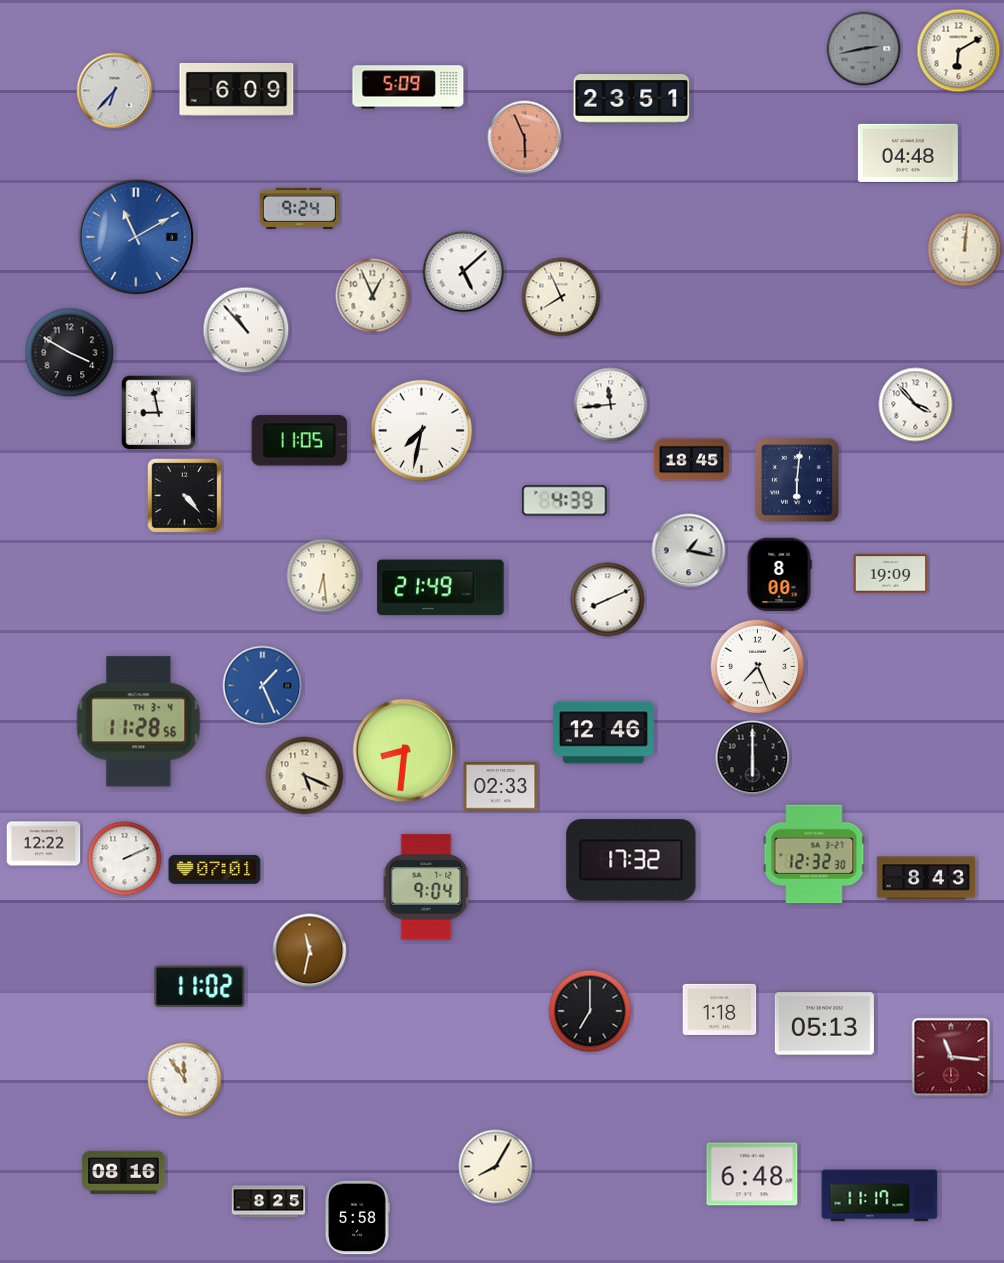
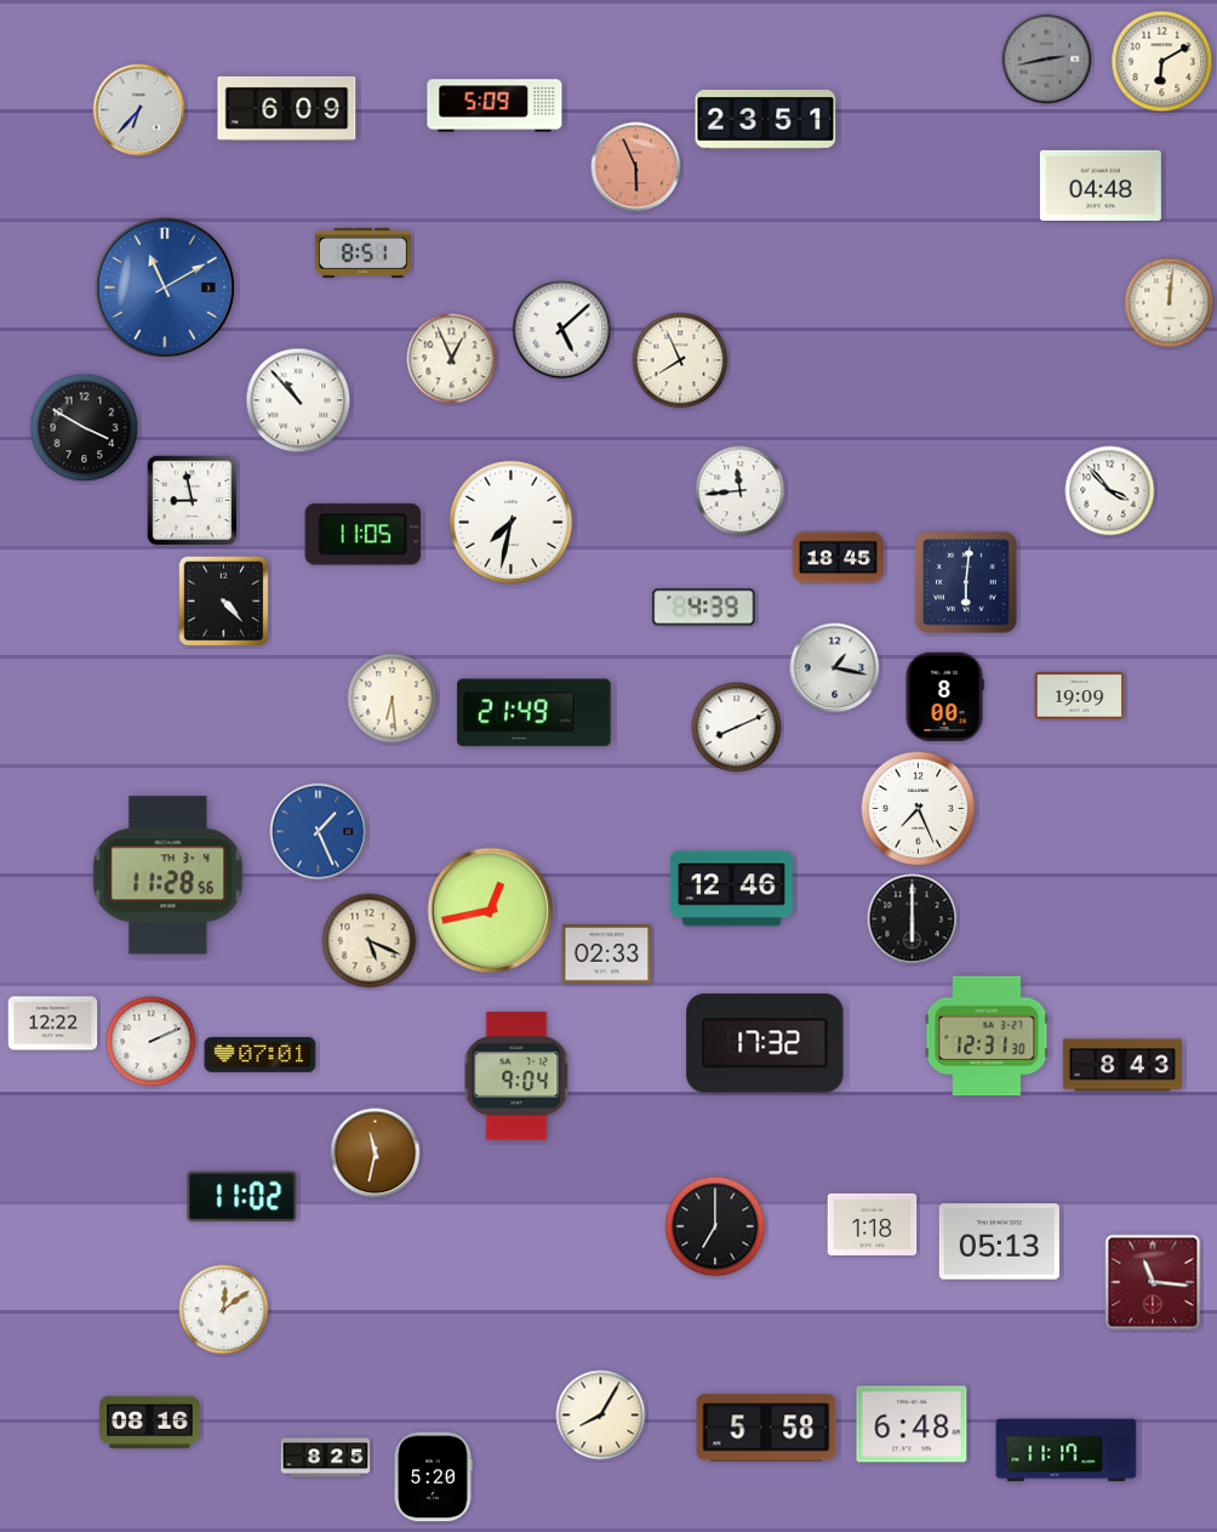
clock at (299, 208): 9:24 -> 8:51
clock at (565, 501) position: (565, 501) -> (704, 608)
clock at (405, 751): 8:31 -> 12:43
clock at (814, 854): 12:32 -> 12:31
clock at (185, 1080): 11:54 -> 12:09
clock at (766, 1428): none -> 5:58
clock at (357, 1218): 5:58 -> 5:20
